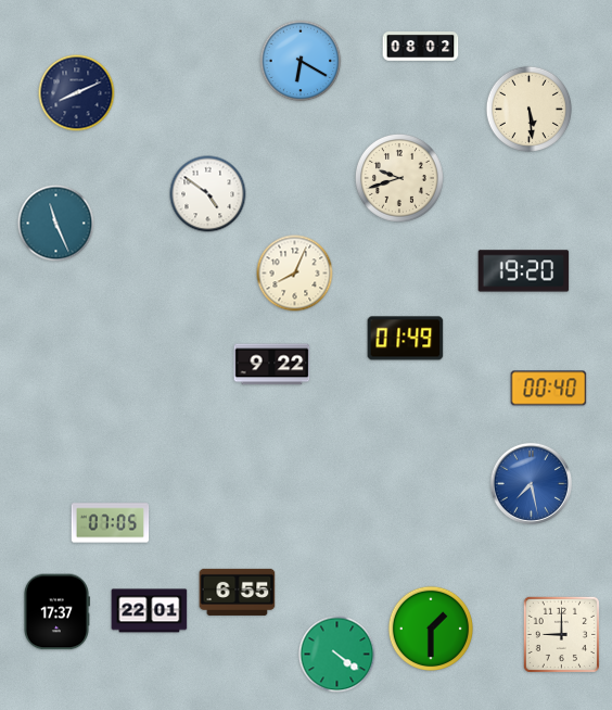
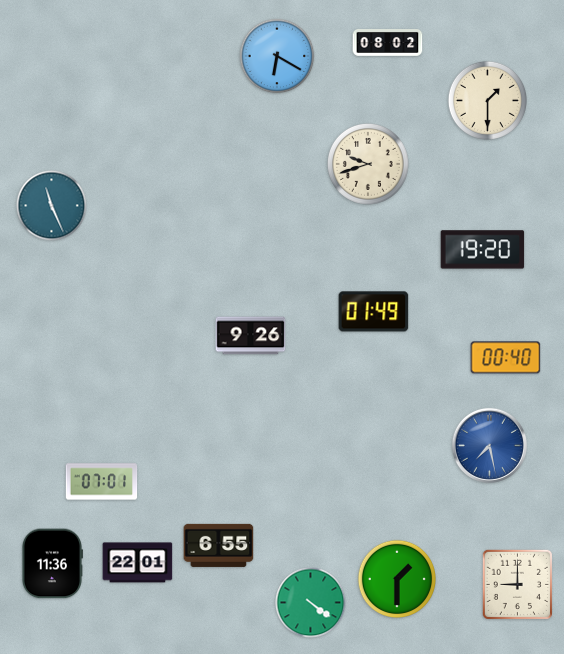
clock at (77, 93): 8:11 -> none
clock at (528, 109): 5:29 -> 1:30
clock at (208, 194): 4:51 -> none
clock at (295, 274): 8:04 -> none
clock at (272, 365): 9:22 -> 9:26
clock at (111, 523): 07:05 -> 07:01
clock at (56, 612): 17:37 -> 11:36
